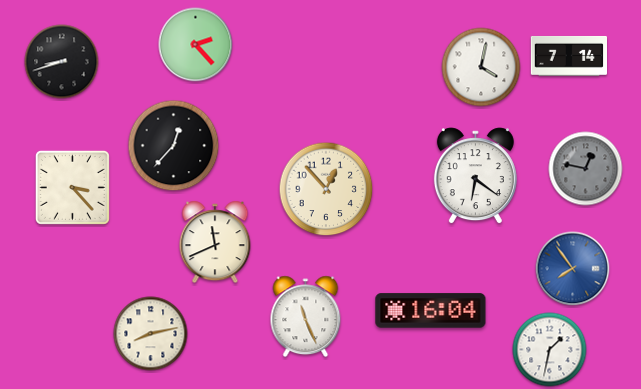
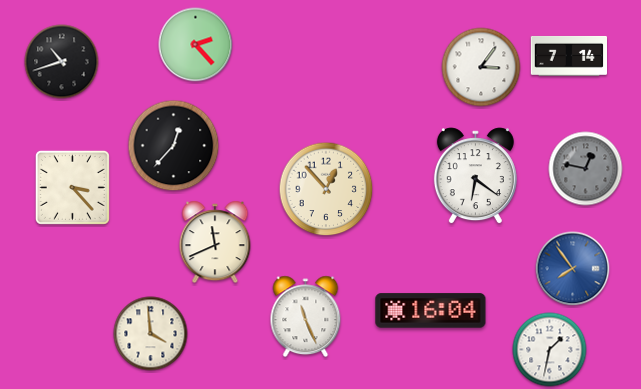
clock at (62, 62): 8:42 -> 10:42
clock at (481, 67): 4:02 -> 3:06
clock at (151, 334): 8:13 -> 3:59
